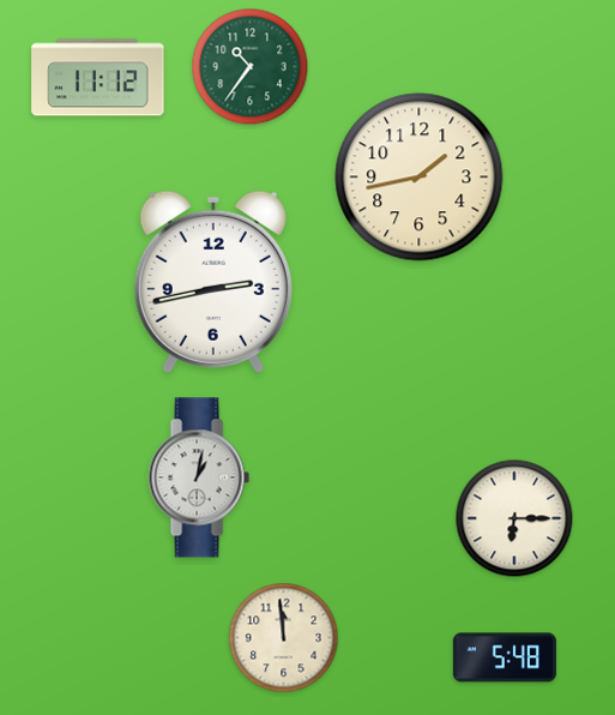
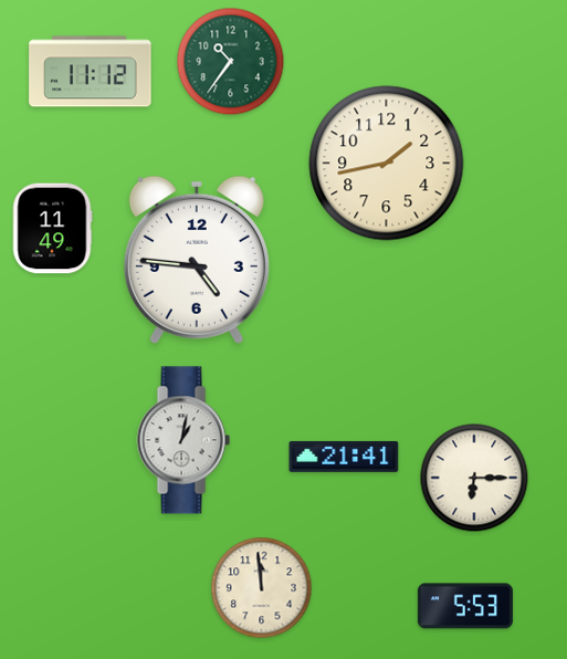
clock at (52, 229): none -> 11:49
clock at (213, 282): 2:43 -> 4:46
clock at (344, 457): none -> 21:41
clock at (505, 657): 5:48 -> 5:53
